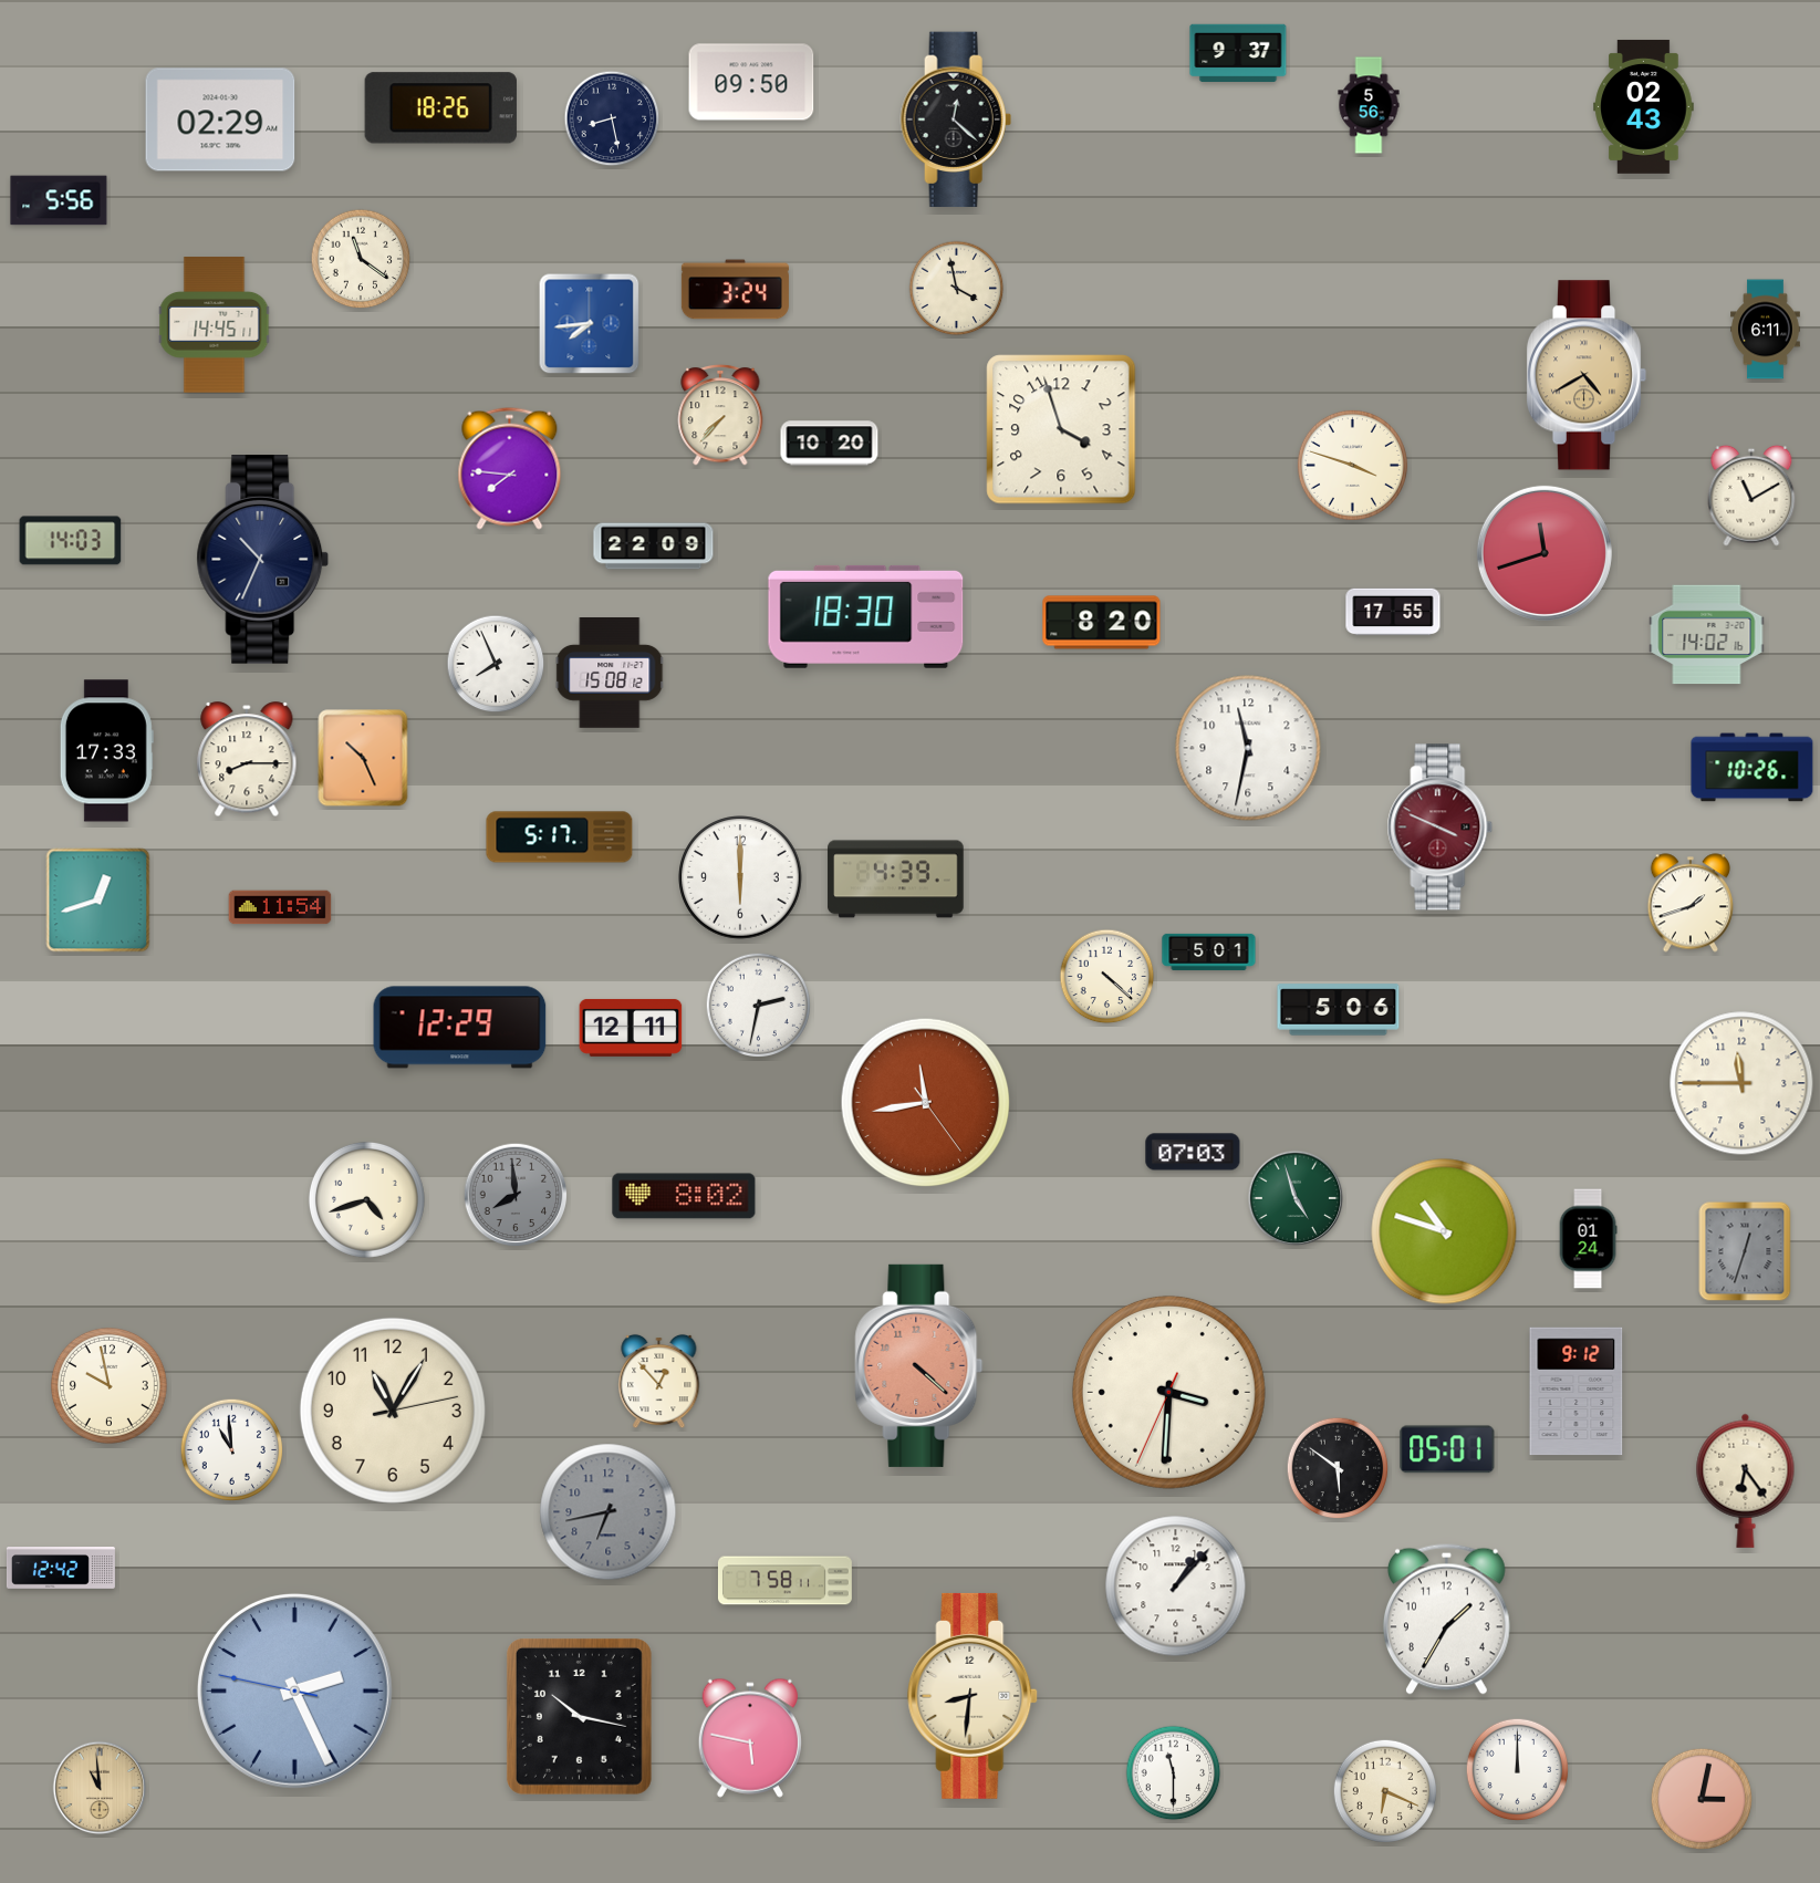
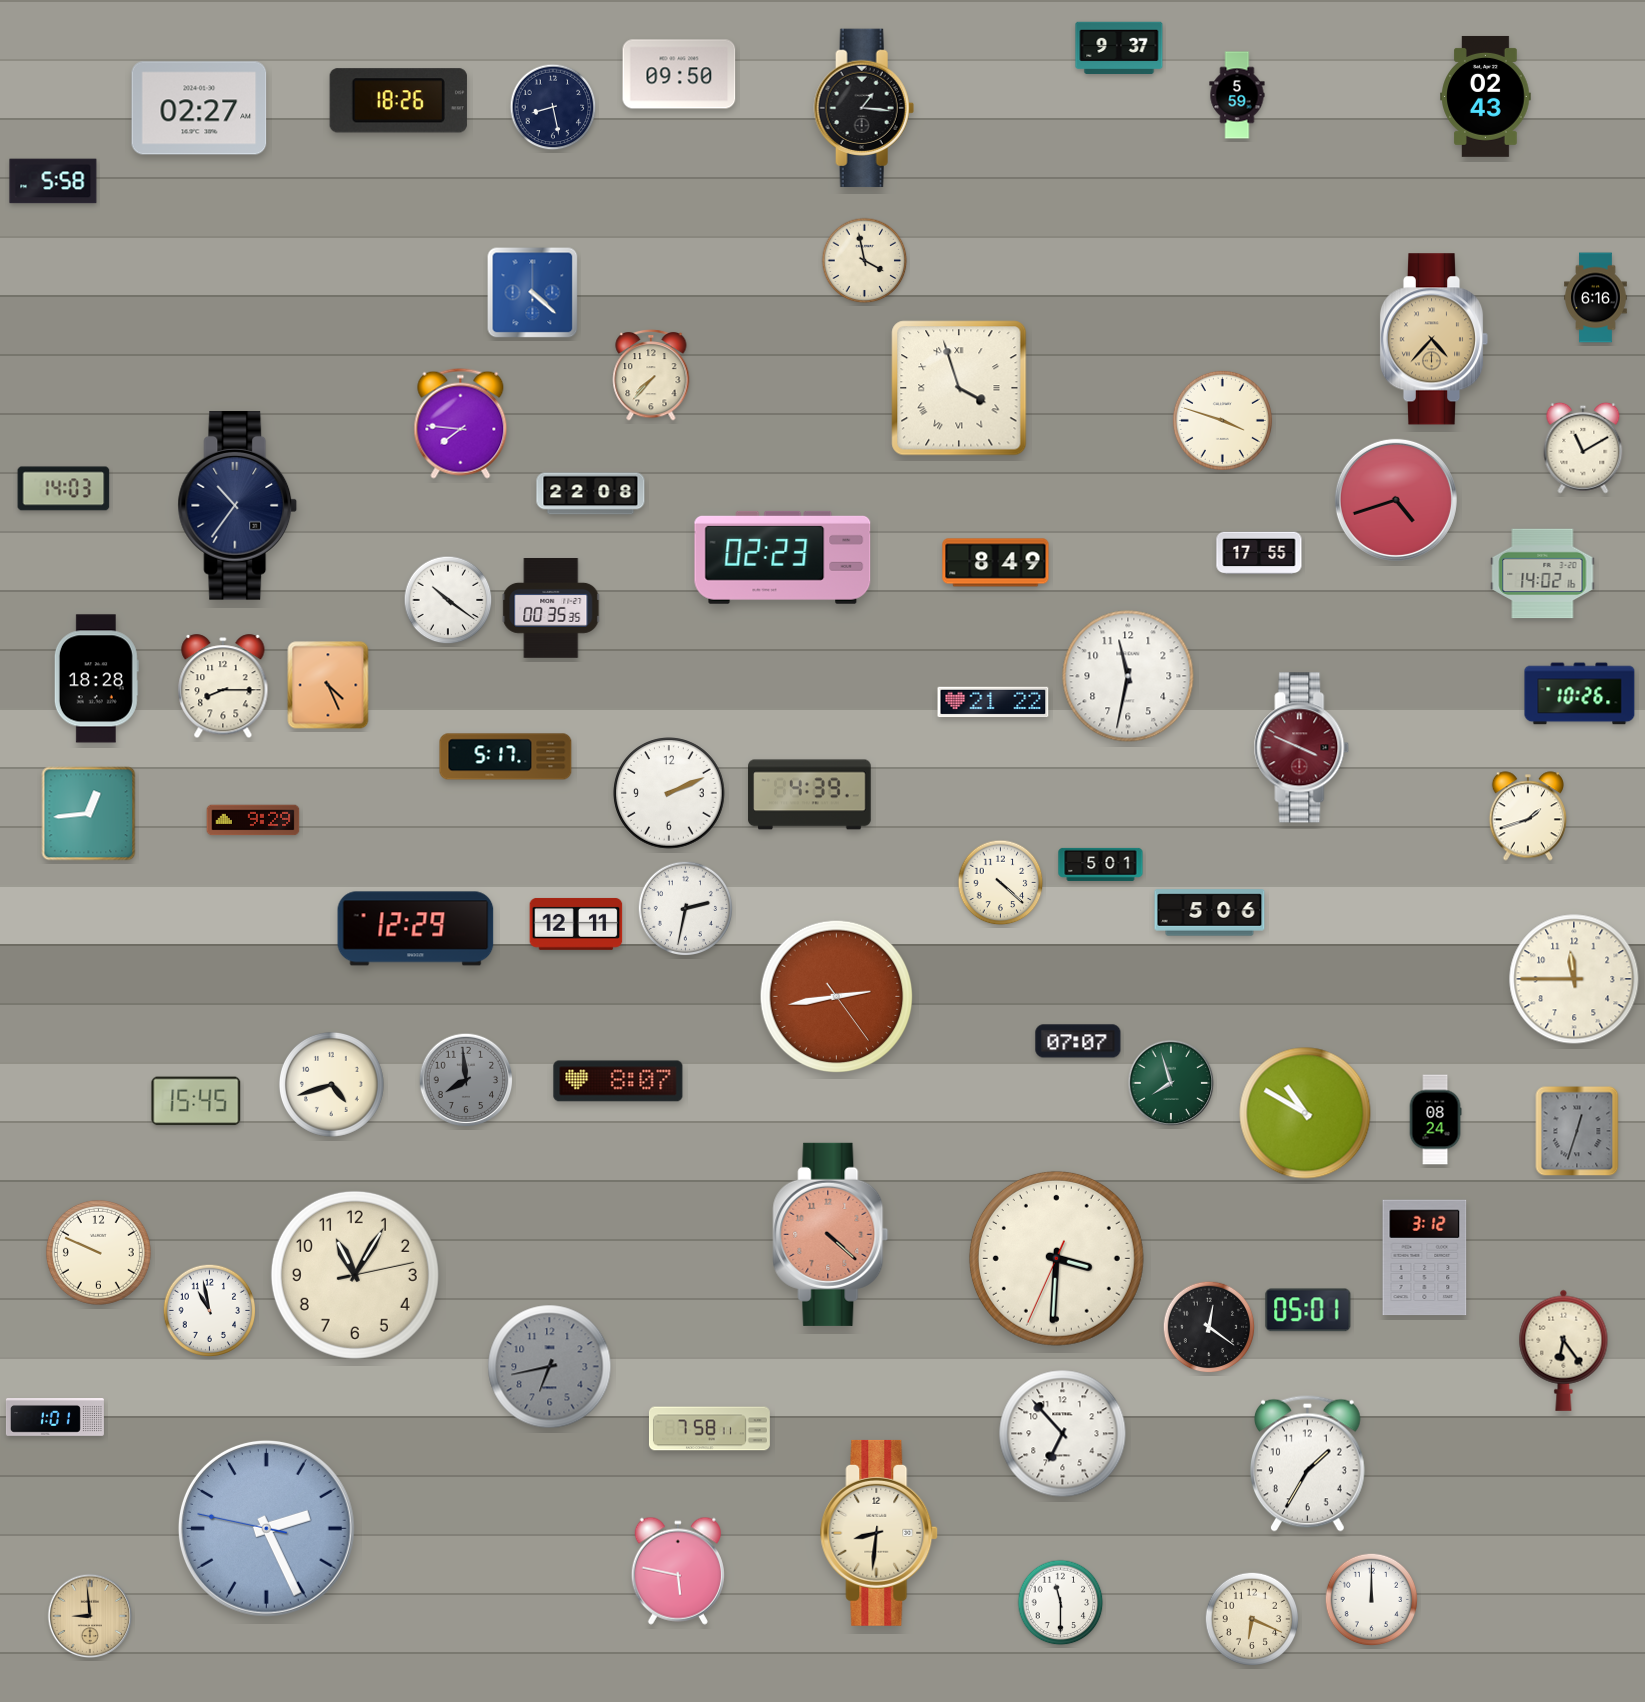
clock at (1369, 105): 5:56 -> 5:59
clock at (440, 108) position: (440, 108) -> (398, 101)
clock at (220, 119): 02:29 -> 02:27
clock at (956, 119): 12:22 -> 1:16
clock at (59, 200): 5:56 -> 5:58
clock at (361, 259): 11:21 -> none
clock at (735, 290): 3:24 -> none
clock at (590, 324): 7:44 -> 4:22
clock at (215, 325): 14:45 -> none
clock at (1766, 330): 6:11 -> 6:16
clock at (1587, 375): 4:40 -> 4:37
clock at (1061, 429) numerals: Arabic -> Roman
clock at (830, 444): 10:20 -> none
clock at (654, 547): 22:09 -> 22:08
clock at (1545, 553): 11:42 -> 4:42
clock at (263, 560): 10:34 -> 10:36
clock at (866, 616): 18:30 -> 02:23
clock at (1102, 623): 8:20 -> 8:49
clock at (496, 664): 7:56 -> 10:21
clock at (610, 674): 15:08 -> 00:35
clock at (106, 751): 17:33 -> 18:28
clock at (363, 758): 10:26 -> 4:26
clock at (1753, 768) position: (1753, 768) -> (1580, 694)
clock at (993, 702): none -> 21:22
clock at (740, 877): 6:00 -> 2:11
clock at (98, 901): 12:42 -> 12:44
clock at (280, 907): 11:54 -> 9:29
clock at (1209, 951) position: (1209, 951) -> (1101, 864)
clock at (631, 1028) position: (631, 1028) -> (576, 924)
clock at (926, 1103): 11:43 -> 2:43
clock at (1193, 1152): 07:03 -> 07:07
clock at (684, 1196): 8:02 -> 8:07
clock at (1296, 1198): 4:57 -> 7:57
clock at (196, 1101): none -> 15:45
clock at (1444, 1231): 10:48 -> 10:50
clock at (1588, 1239): 01:24 -> 08:24
clock at (659, 1382): 12:53 -> none
clock at (108, 1385): 9:58 -> 9:49
clock at (1577, 1392): 9:12 -> 3:12
clock at (232, 1450): 10:59 -> 10:58
clock at (1338, 1468): 5:51 -> 12:21
clock at (1746, 1480) position: (1746, 1480) -> (1564, 1350)
clock at (61, 1569): 12:42 -> 1:01
clock at (1176, 1586): 1:07 -> 6:53
clock at (579, 1716): 10:17 -> none
clock at (100, 1788): 10:59 -> 8:59
clock at (1702, 1799): 3:02 -> none
